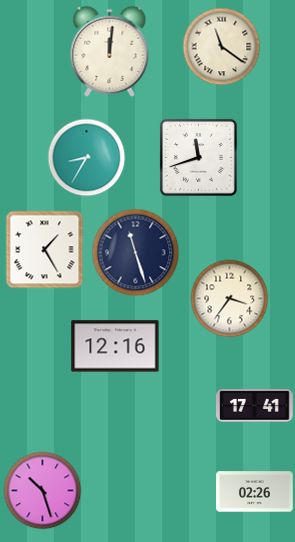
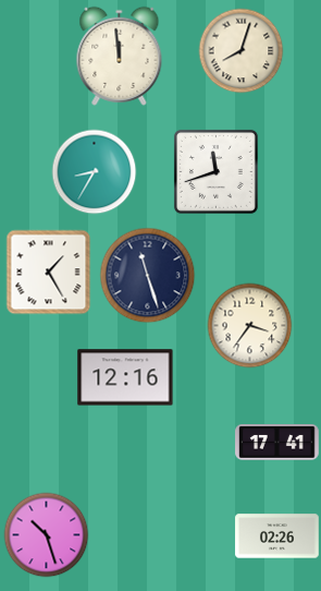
clock at (221, 46): 11:21 -> 8:03
clock at (110, 51): 12:01 -> 11:59
